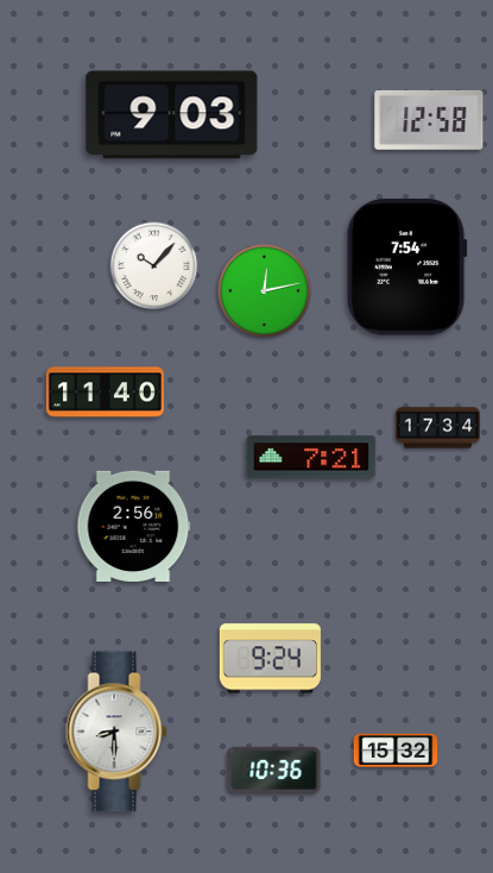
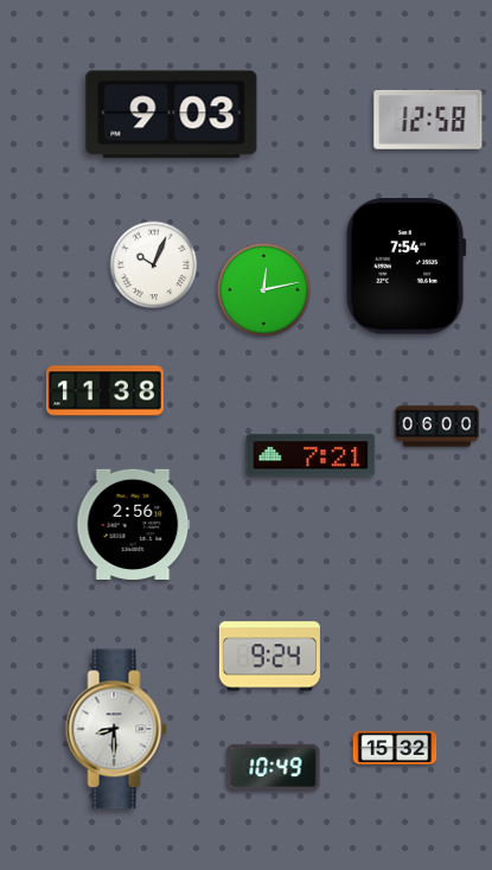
clock at (154, 266): 10:07 -> 10:04
clock at (105, 392): 11:40 -> 11:38
clock at (438, 428): 17:34 -> 06:00
clock at (274, 770): 10:36 -> 10:49
